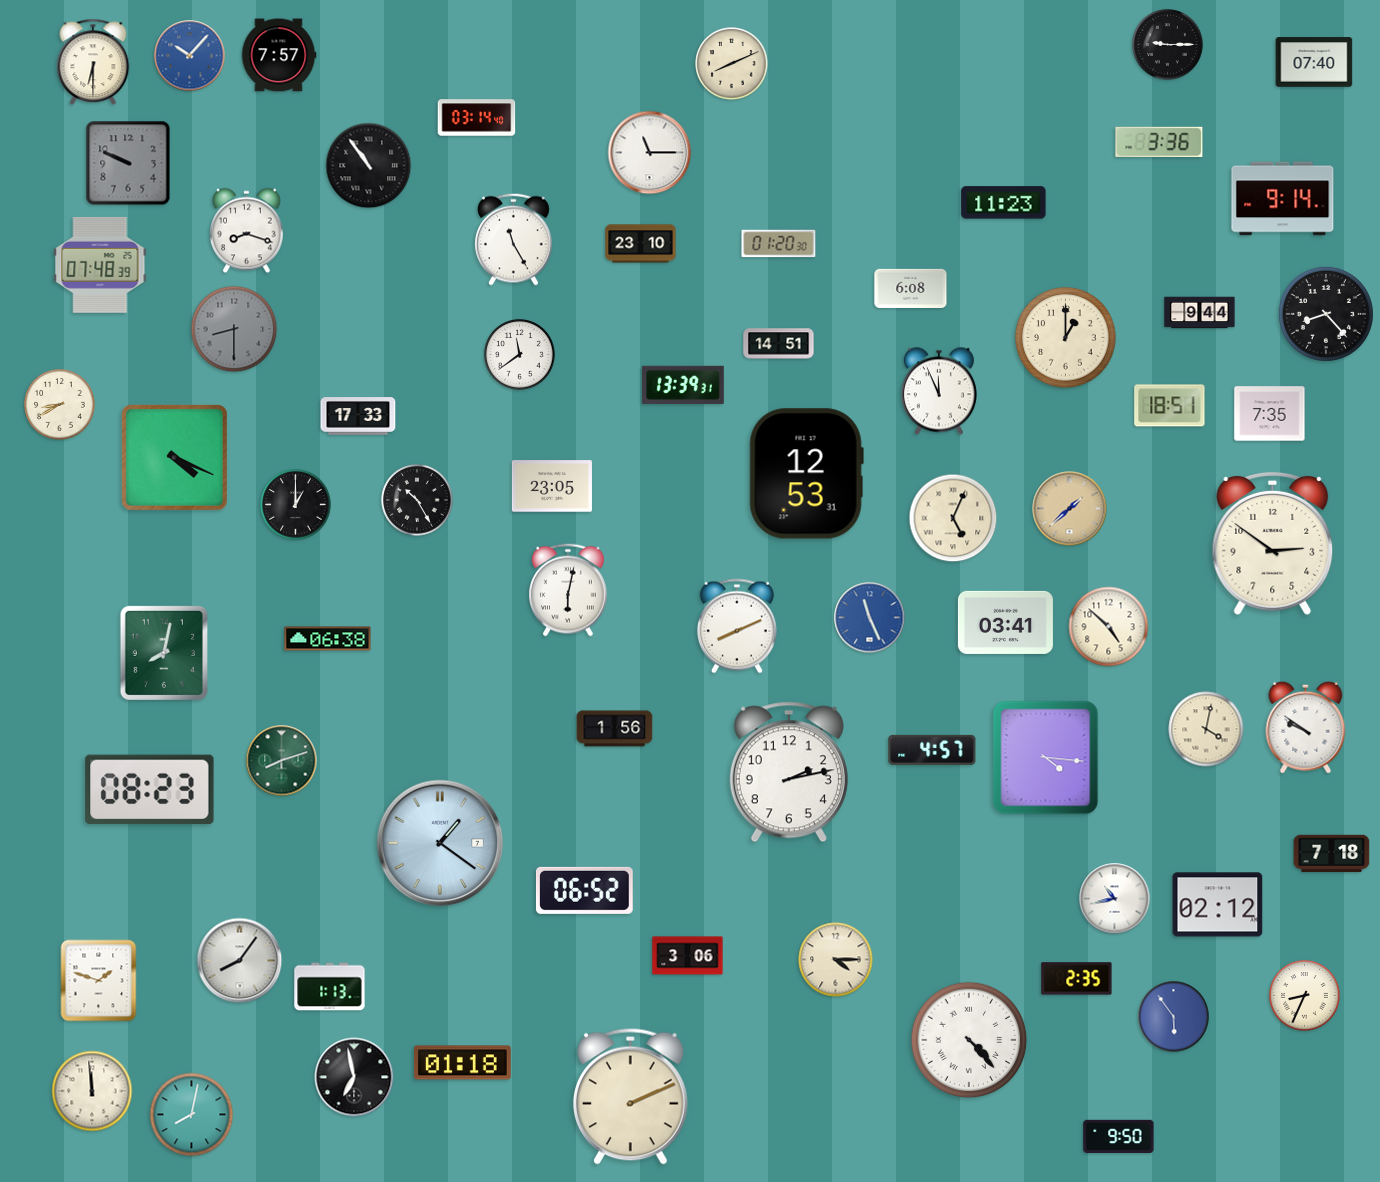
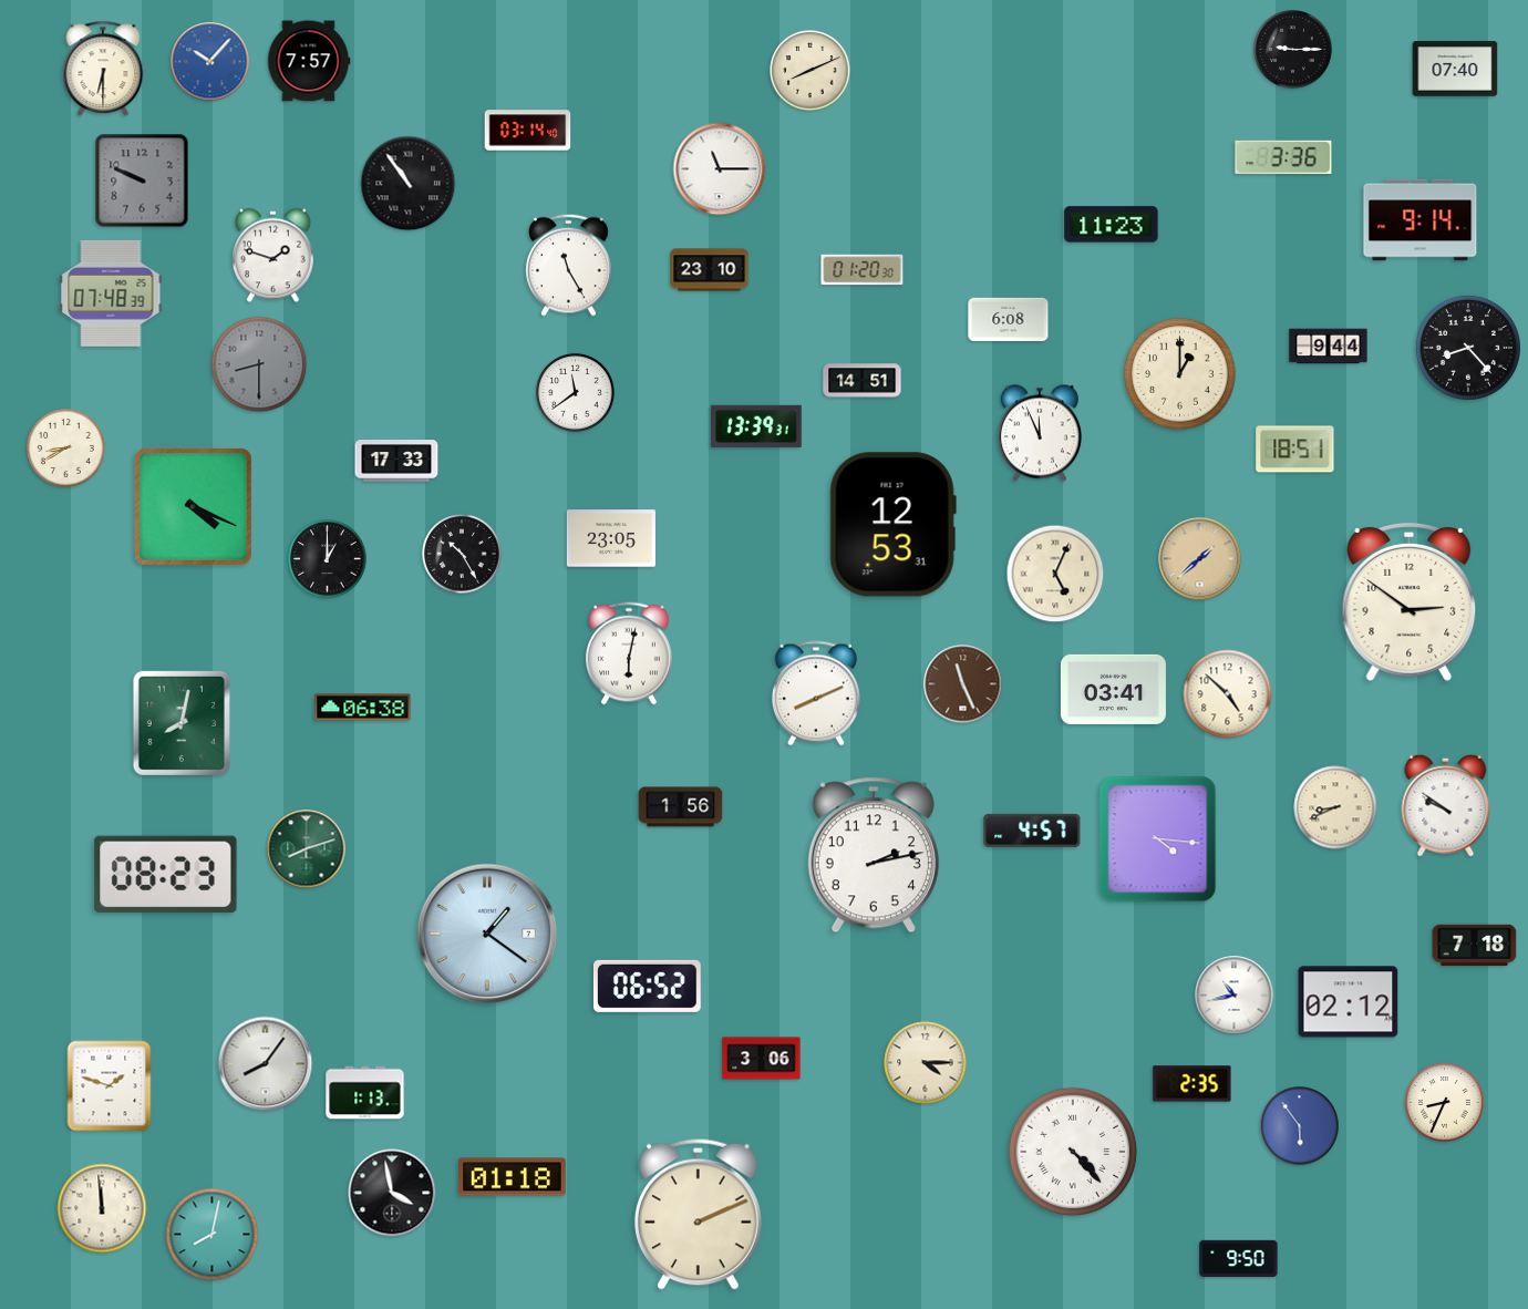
clock at (247, 231): 8:18 -> 1:48
clock at (1270, 414): 7:35 -> none
clock at (1070, 509) position: (1070, 509) -> (1200, 559)
clock at (870, 618) dial: blue -> brown
clock at (1206, 729): 4:02 -> 8:41
clock at (282, 761) position: (282, 761) -> (307, 849)
clock at (354, 1077): 6:58 -> 3:58
